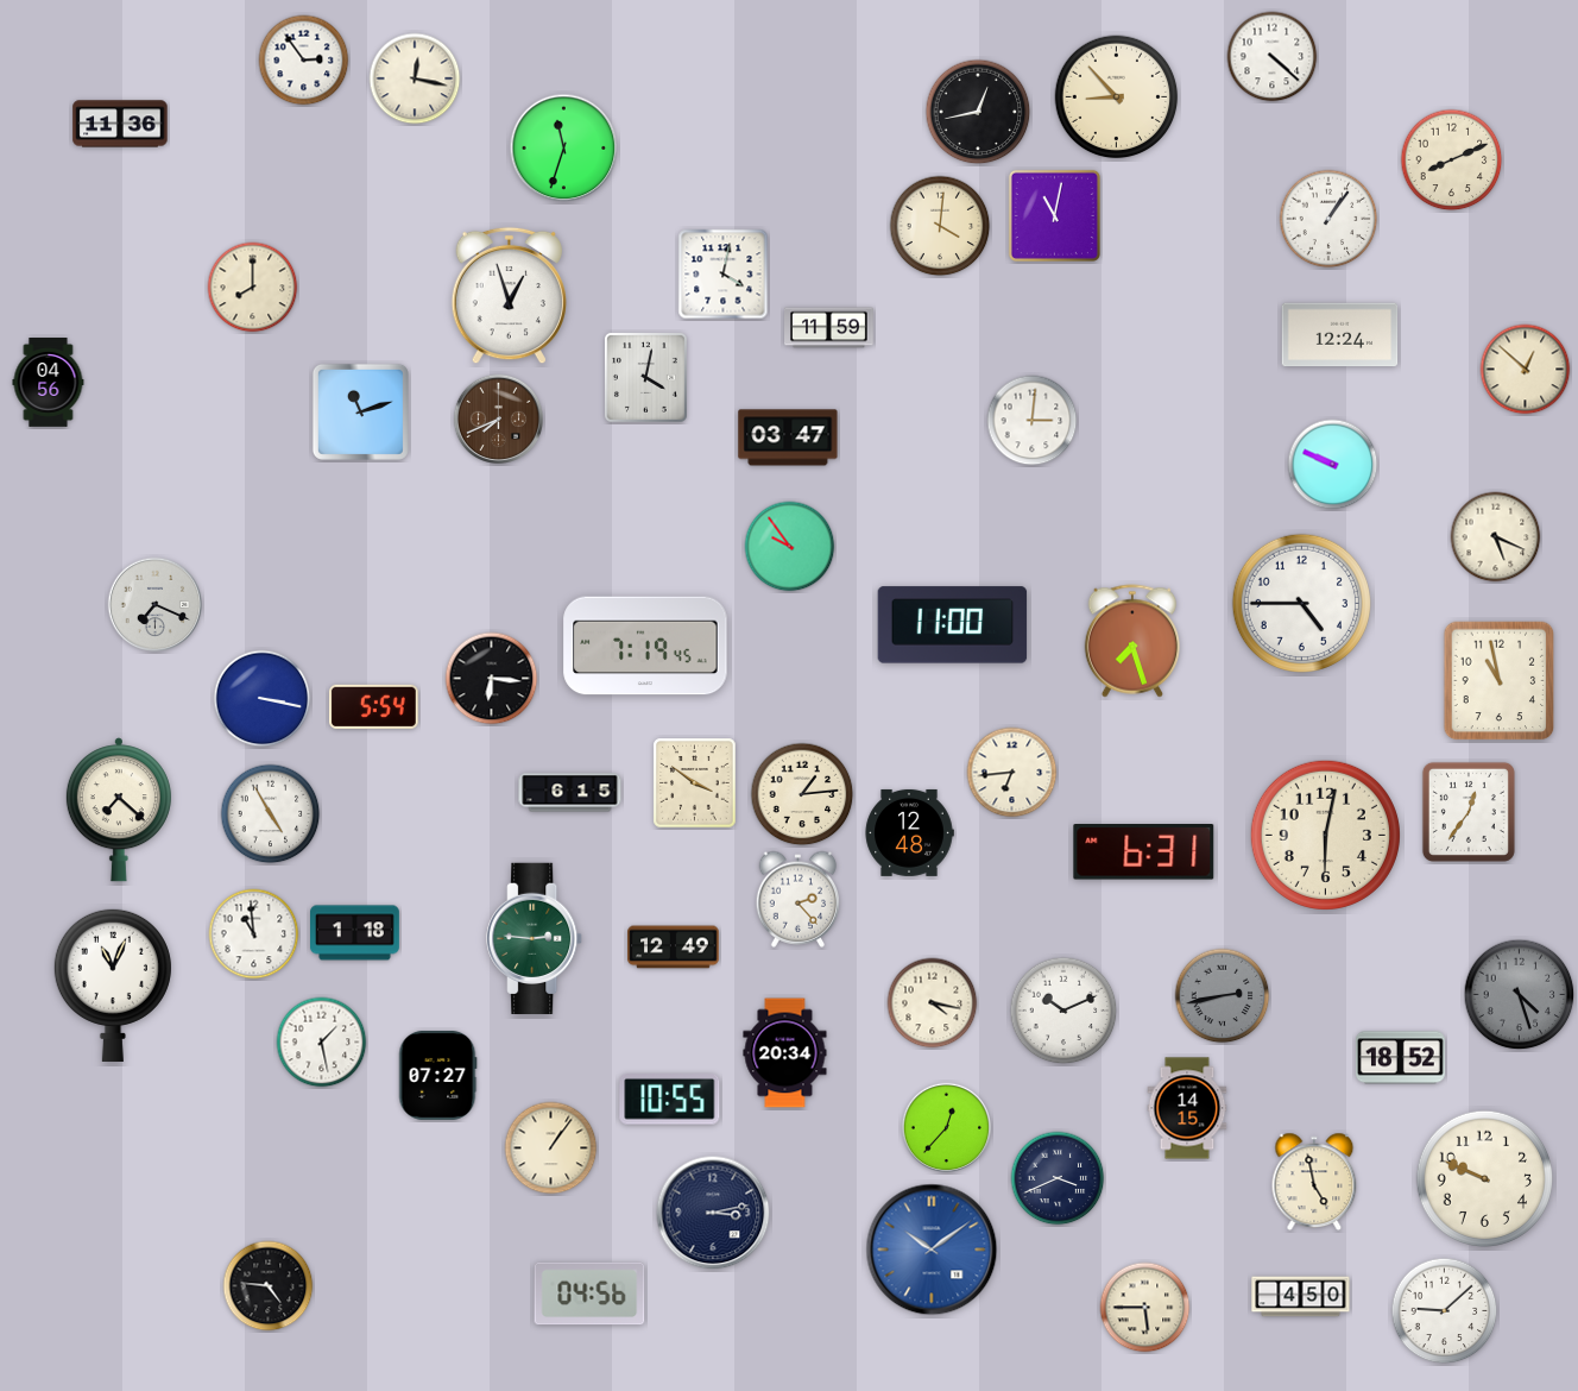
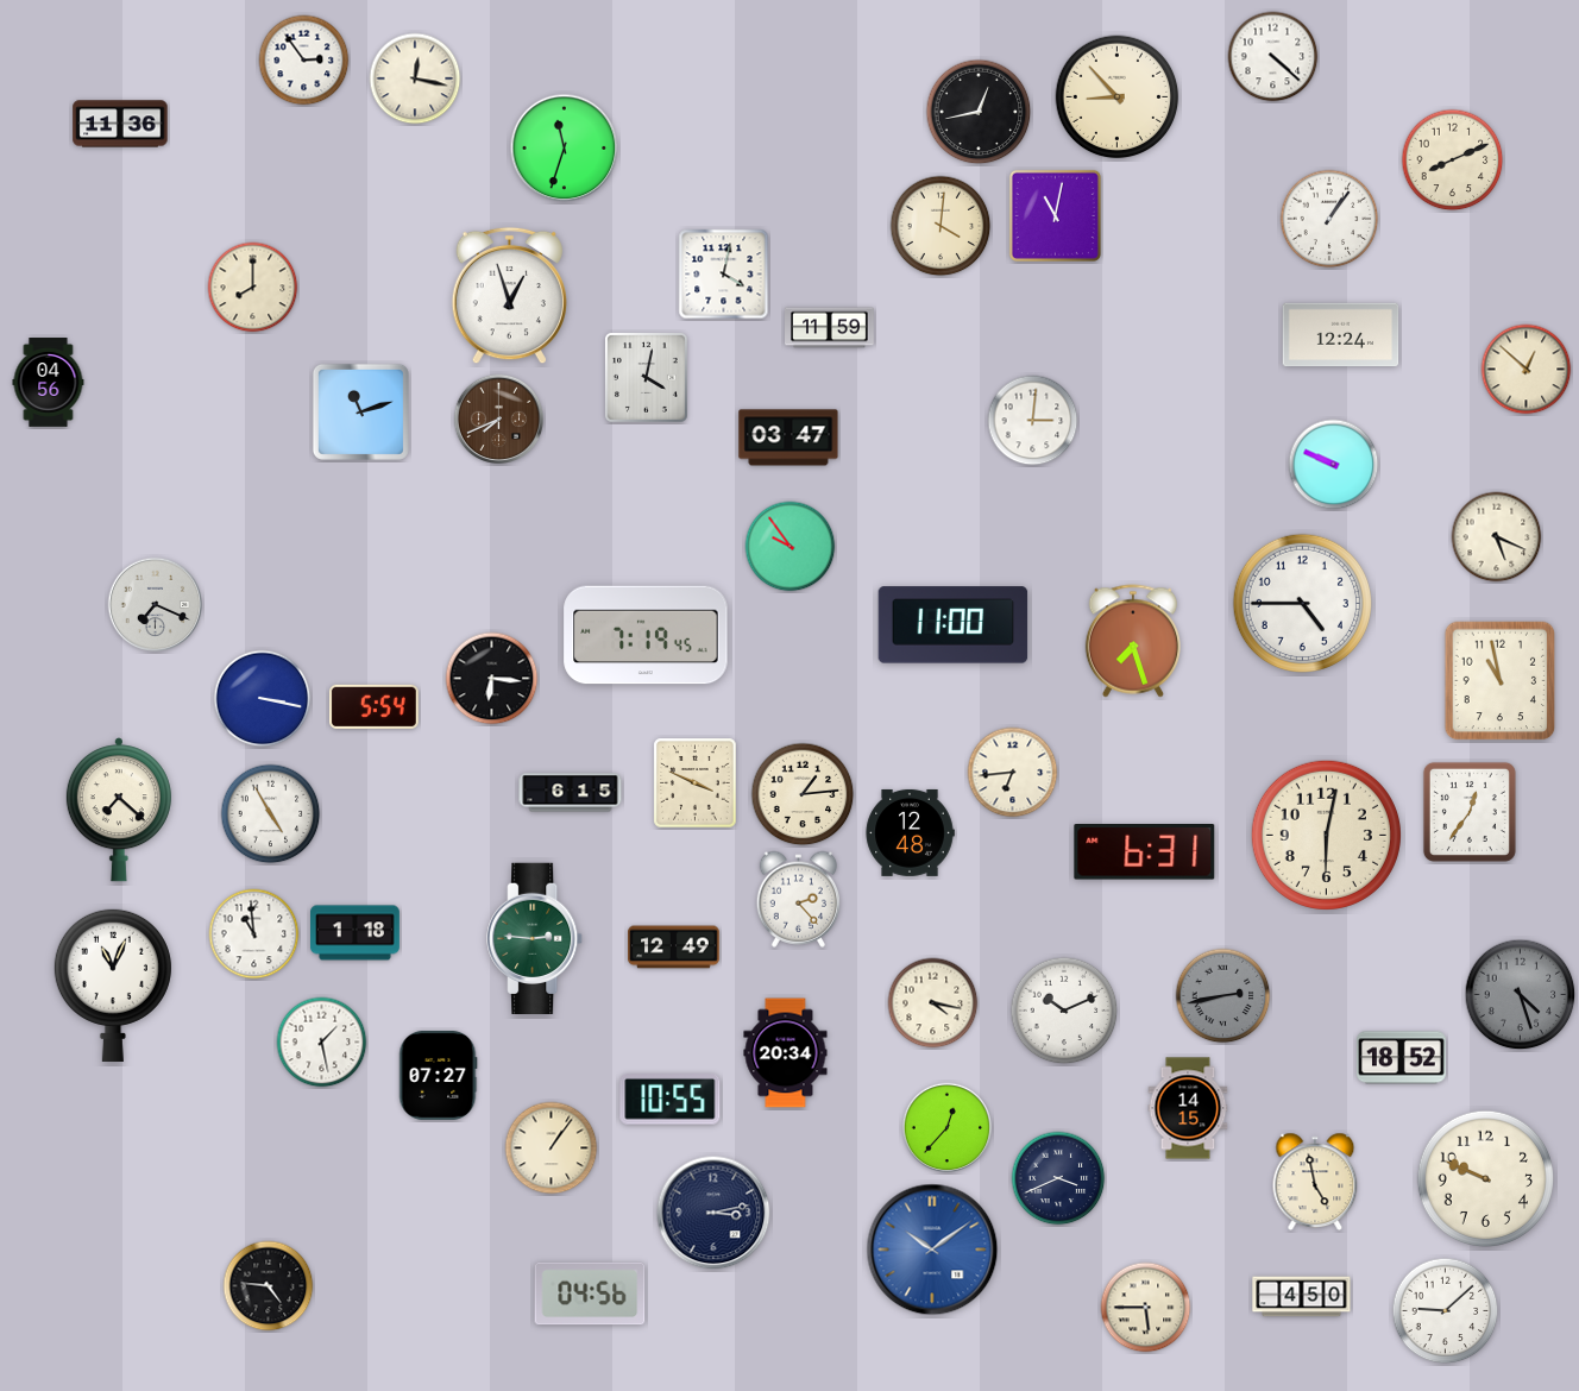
clock at (645, 646) position: (645, 646) -> (646, 635)
clock at (695, 783): 3:51 -> 3:49
